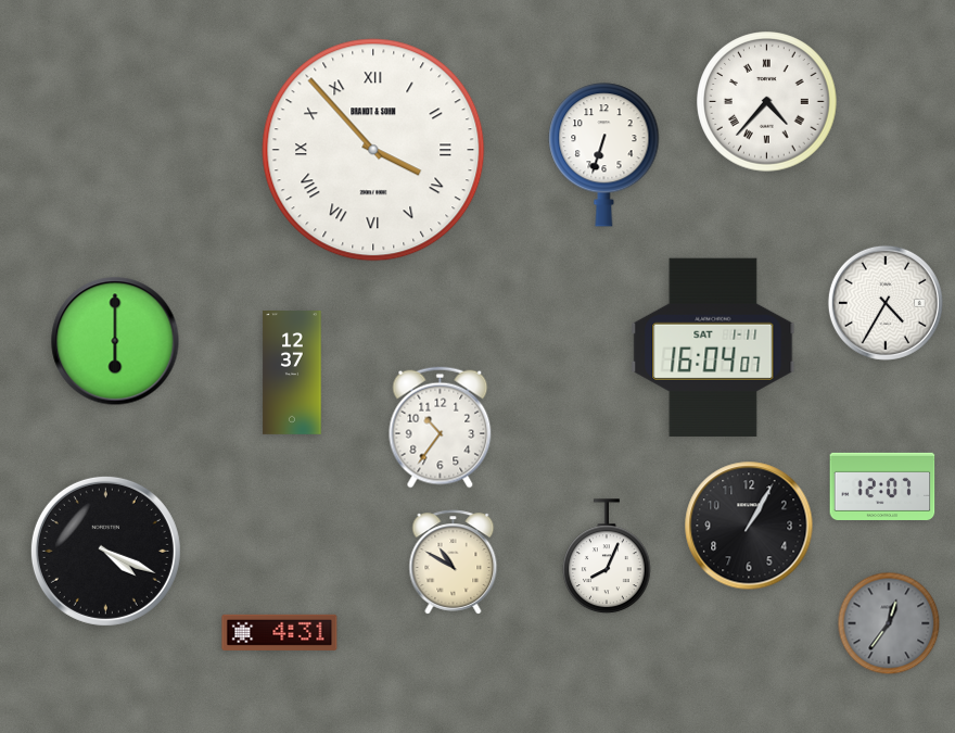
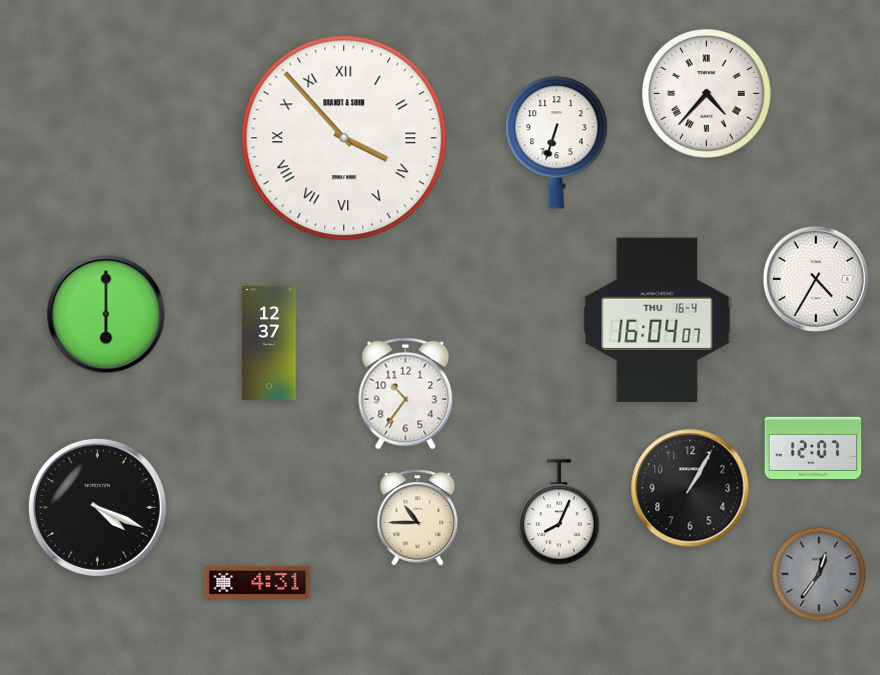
clock at (713, 347) date: SAT 1-11 -> THU 16-4
clock at (749, 526) position: (749, 526) -> (690, 488)
clock at (454, 563): 10:50 -> 10:45
